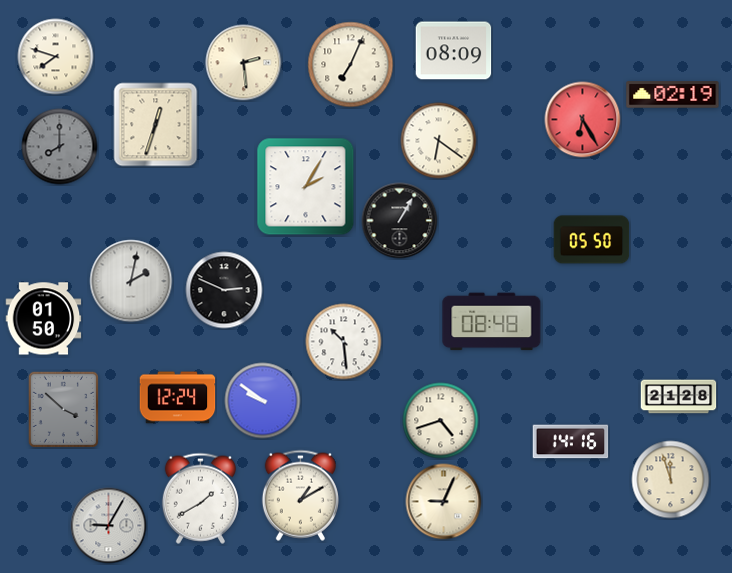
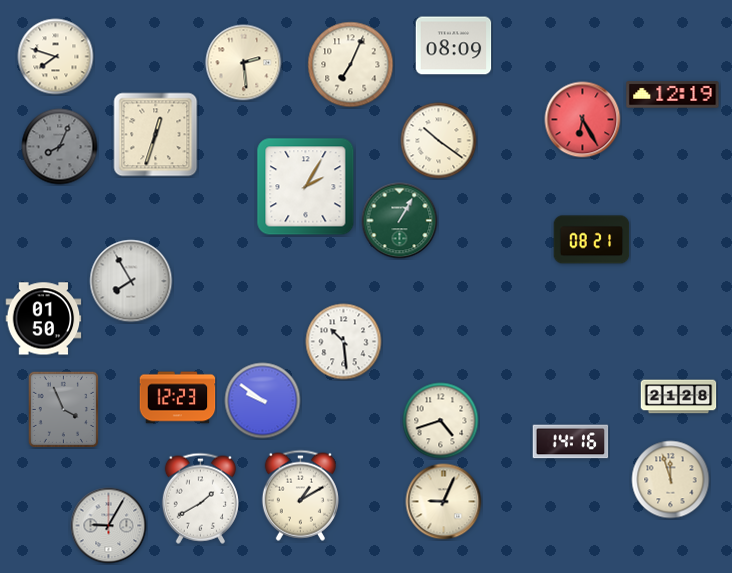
clock at (454, 51) position: (454, 51) -> (454, 46)
clock at (673, 95): 02:19 -> 12:19
clock at (156, 125) position: (156, 125) -> (156, 135)
clock at (439, 141): 6:21 -> 10:21
clock at (60, 147): 8:00 -> 8:04
clock at (400, 221) dial: black -> green
clock at (592, 240): 05:50 -> 08:21
clock at (131, 281): 2:02 -> 7:55
clock at (224, 290): 2:49 -> none
clock at (492, 322): 08:48 -> none
clock at (178, 398): 12:24 -> 12:23
clock at (63, 409): 3:52 -> 3:56
